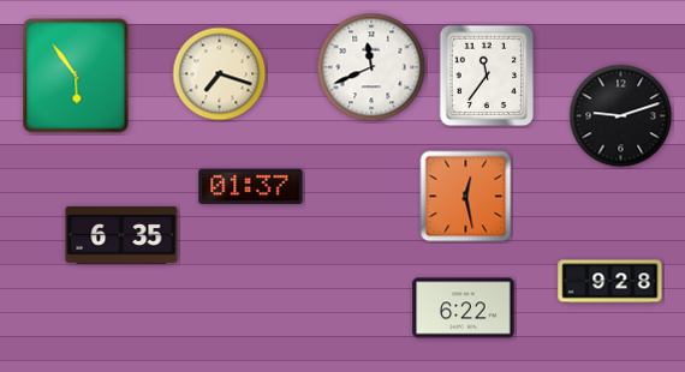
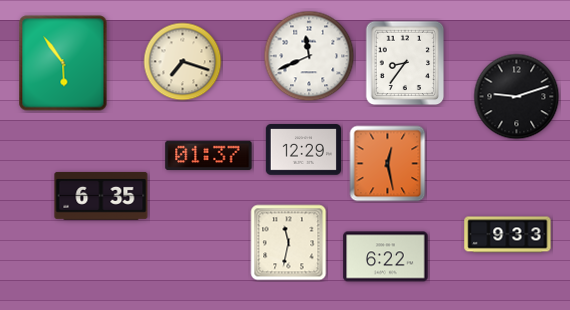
clock at (487, 76): 11:36 -> 8:36
clock at (303, 150): none -> 12:29
clock at (610, 282): 9:28 -> 9:33
clock at (289, 243): none -> 11:32
